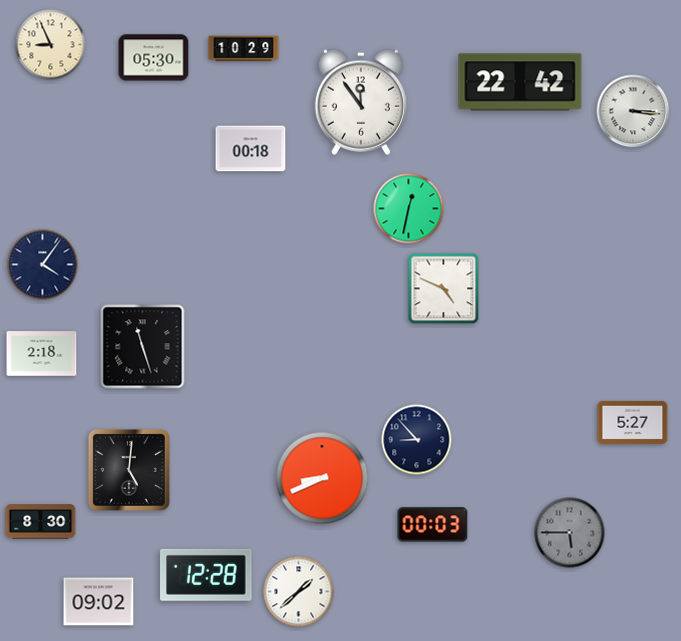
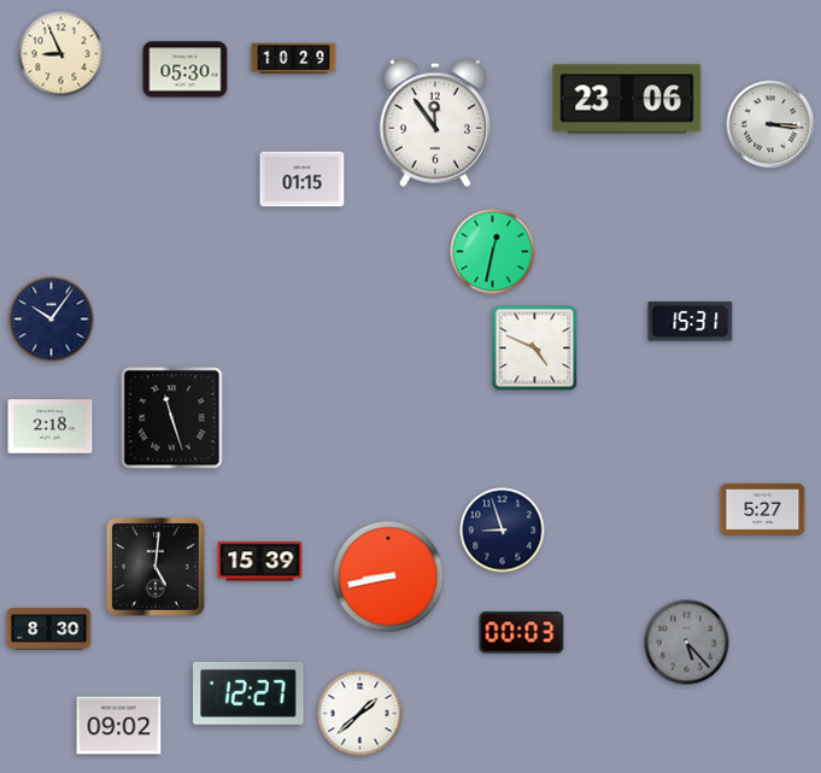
clock at (520, 82): 22:42 -> 23:06
clock at (633, 111) position: (633, 111) -> (770, 124)
clock at (251, 149): 00:18 -> 01:15
clock at (43, 265): 4:06 -> 10:06
clock at (691, 322): none -> 15:31
clock at (417, 440): 8:53 -> 8:57
clock at (260, 562): none -> 15:39
clock at (322, 478): 8:41 -> 8:43
clock at (570, 533): 5:45 -> 5:23
clock at (206, 575): 12:28 -> 12:27
